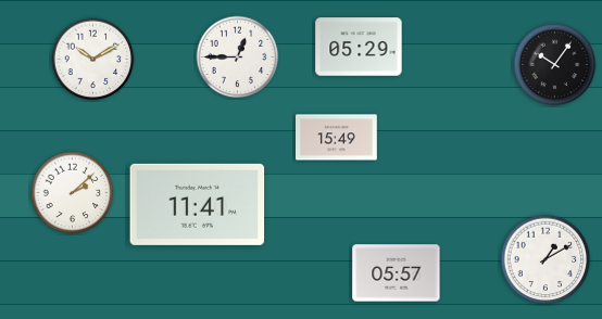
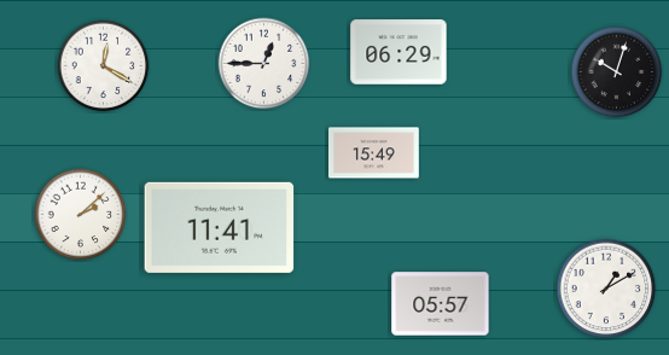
clock at (359, 47): 05:29 -> 06:29
clock at (93, 60): 10:10 -> 12:20
clock at (555, 65): 10:06 -> 10:03
